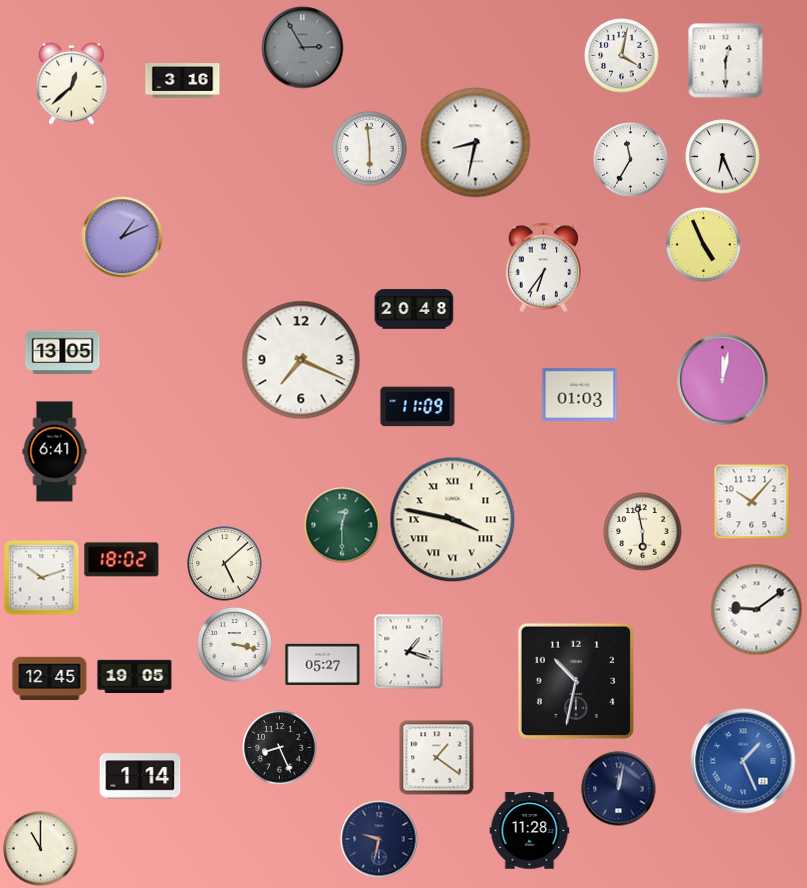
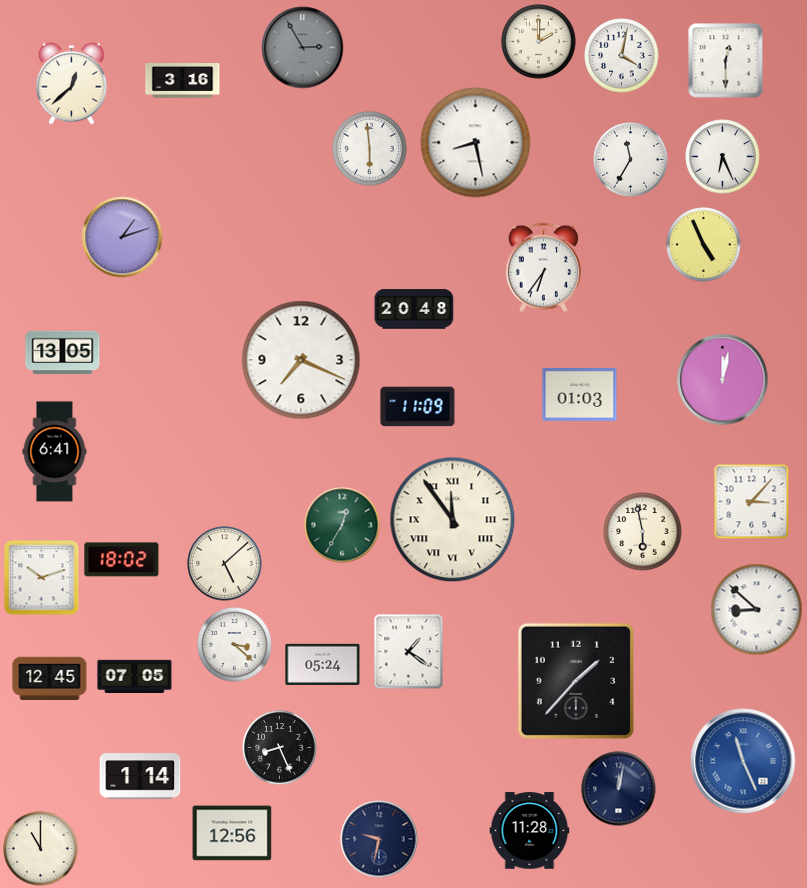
clock at (539, 42): none -> 2:00
clock at (476, 143): 8:32 -> 8:28
clock at (122, 237): 1:11 -> 1:12
clock at (752, 502): 10:07 -> 3:07
clock at (453, 520): 3:47 -> 11:54
clock at (342, 525): 12:30 -> 12:35
clock at (757, 610): 9:09 -> 8:52
clock at (235, 645): 3:17 -> 3:22
clock at (409, 652): 1:18 -> 1:21
clock at (323, 664): 05:27 -> 05:24
clock at (135, 676): 19:05 -> 07:05
clock at (575, 680): 10:32 -> 1:37
clock at (437, 758): 1:21 -> none
clock at (743, 761): 1:26 -> 11:26
clock at (232, 833): none -> 12:56
